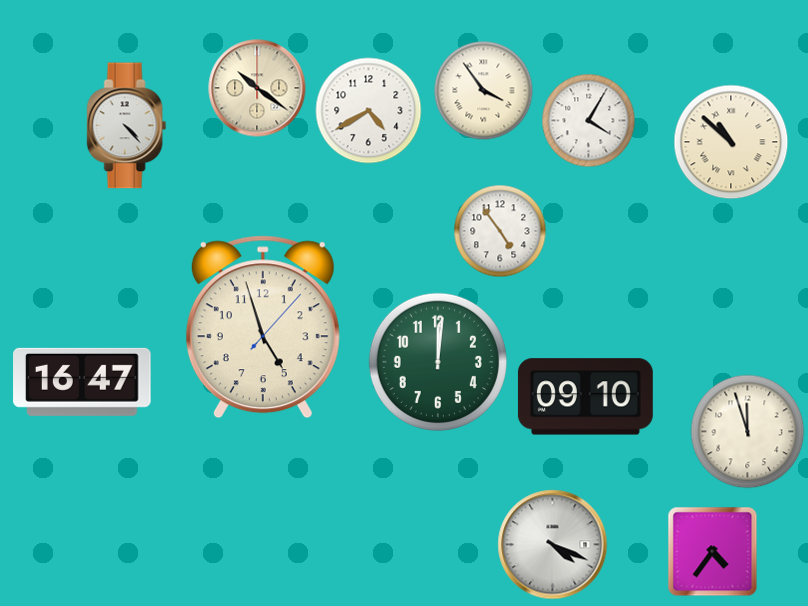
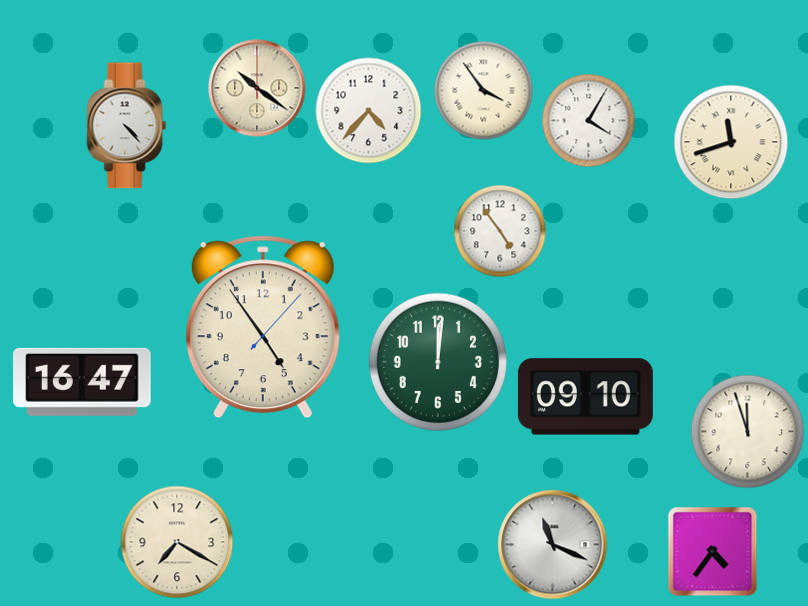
clock at (369, 111): 4:40 -> 4:37
clock at (731, 142): 10:52 -> 11:42
clock at (263, 327): 4:57 -> 4:54
clock at (177, 542): none -> 7:20
clock at (553, 545): 4:19 -> 11:19
